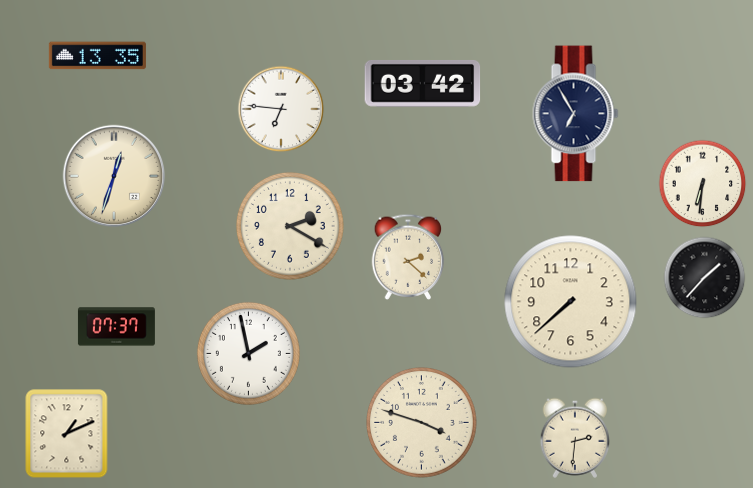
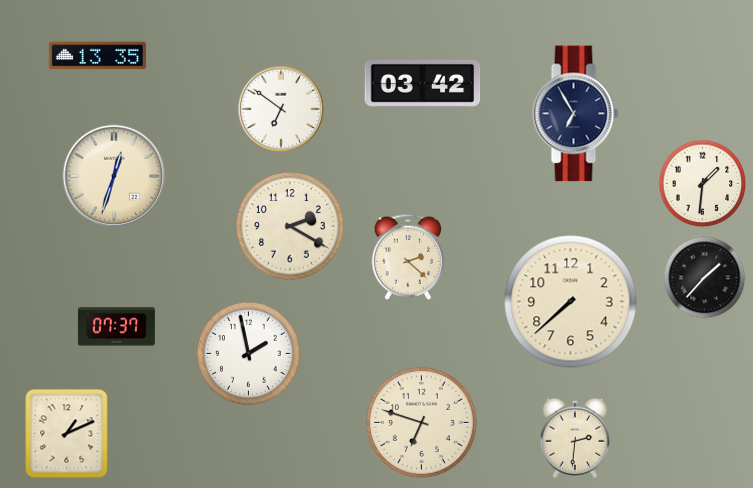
clock at (281, 109): 6:46 -> 6:51
clock at (703, 184): 6:31 -> 1:31
clock at (422, 423): 3:48 -> 6:48
